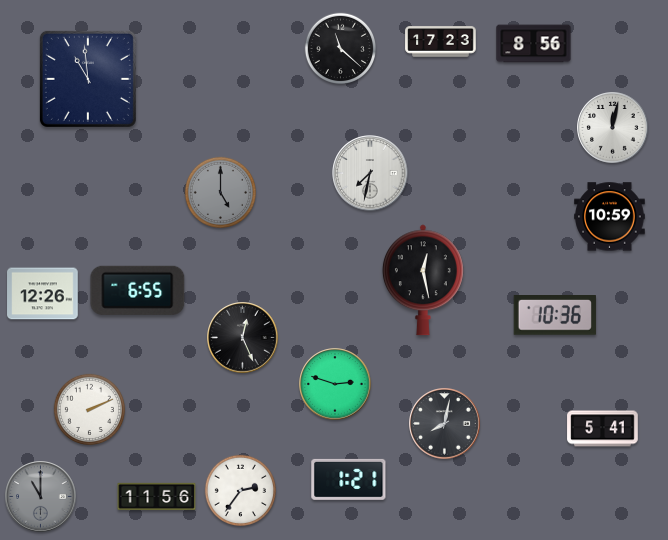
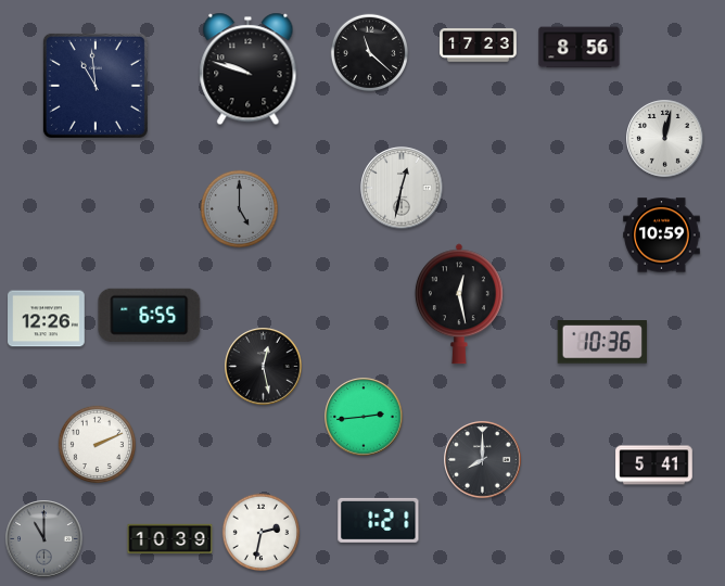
clock at (249, 69): none -> 9:48
clock at (370, 173): 7:32 -> 12:32
clock at (243, 338): 12:26 -> 12:28
clock at (335, 384): 2:48 -> 2:44
clock at (445, 424): 8:02 -> 8:00
clock at (240, 490): 2:36 -> 2:32
clock at (157, 497): 11:56 -> 10:39
